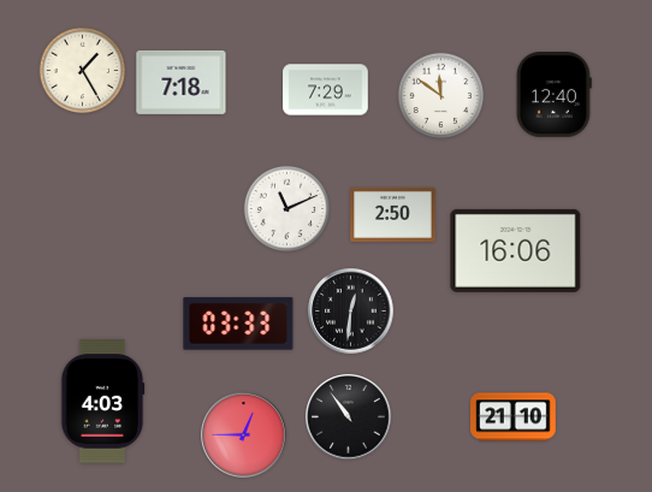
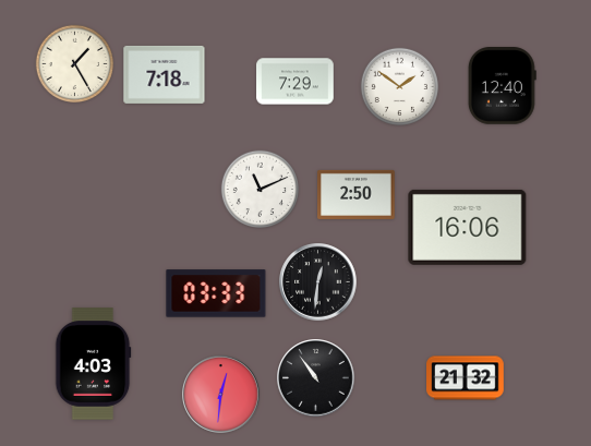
clock at (440, 95): 11:51 -> 1:51
clock at (514, 417): 21:10 -> 21:32
clock at (244, 435): 12:45 -> 12:31
